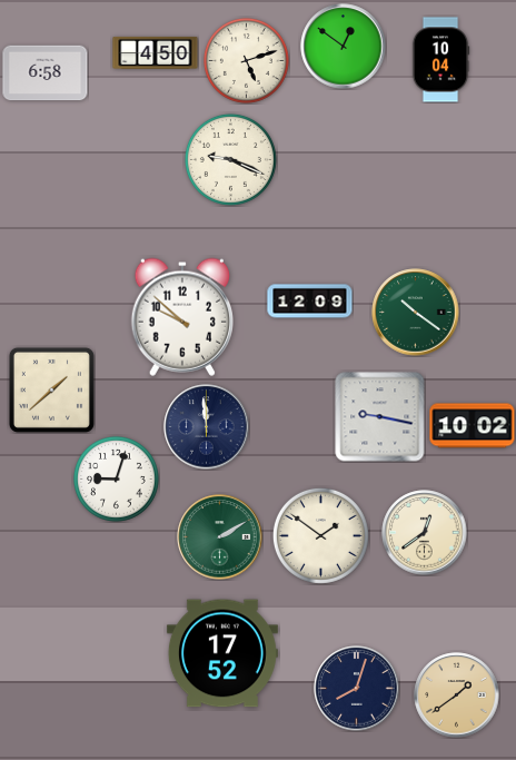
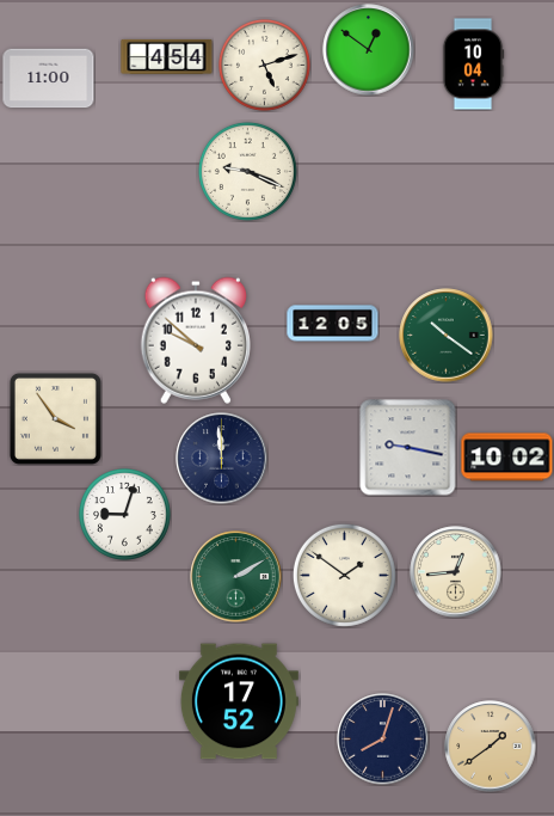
clock at (156, 52): 4:50 -> 4:54
clock at (46, 73): 6:58 -> 11:00
clock at (310, 302): 12:09 -> 12:05
clock at (51, 389): 1:38 -> 3:54
clock at (425, 533): 12:39 -> 12:44
